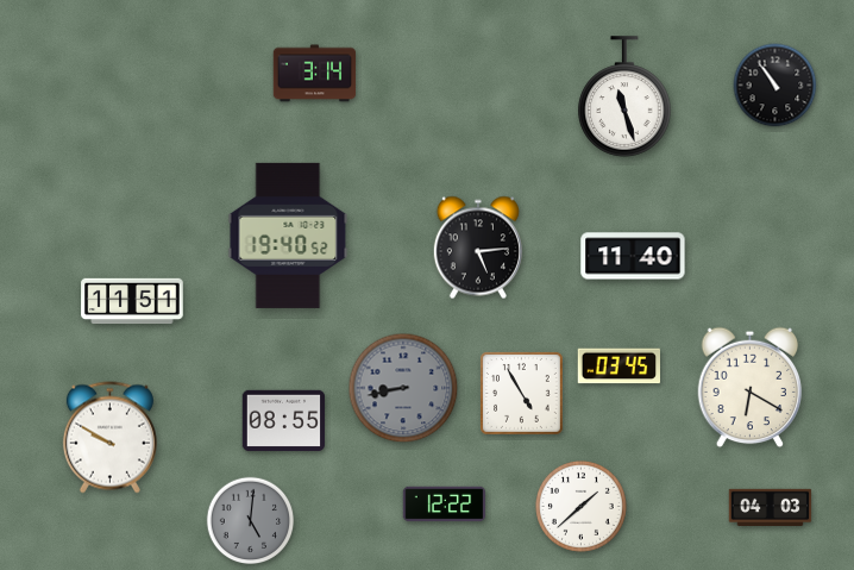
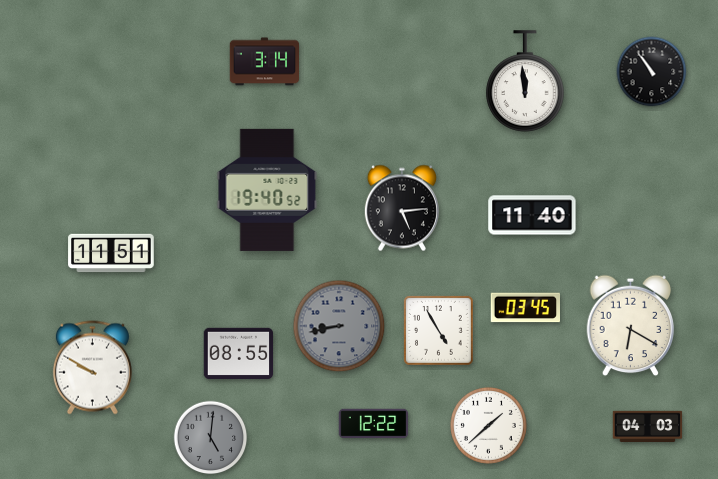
clock at (624, 96): 11:27 -> 11:59
clock at (288, 236) position: (288, 236) -> (267, 190)
clock at (618, 367) position: (618, 367) -> (525, 308)
